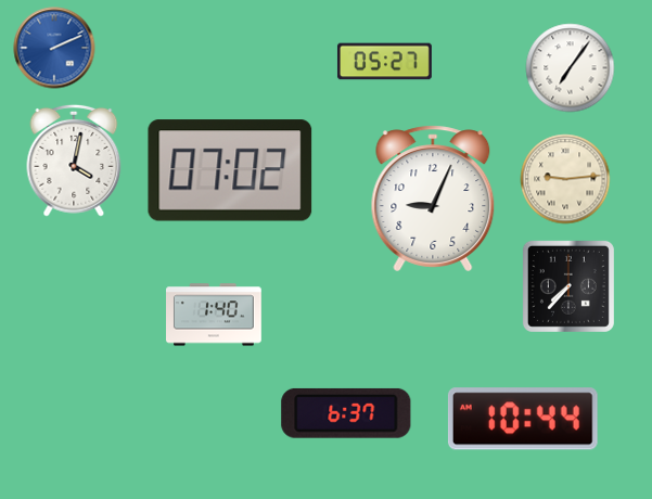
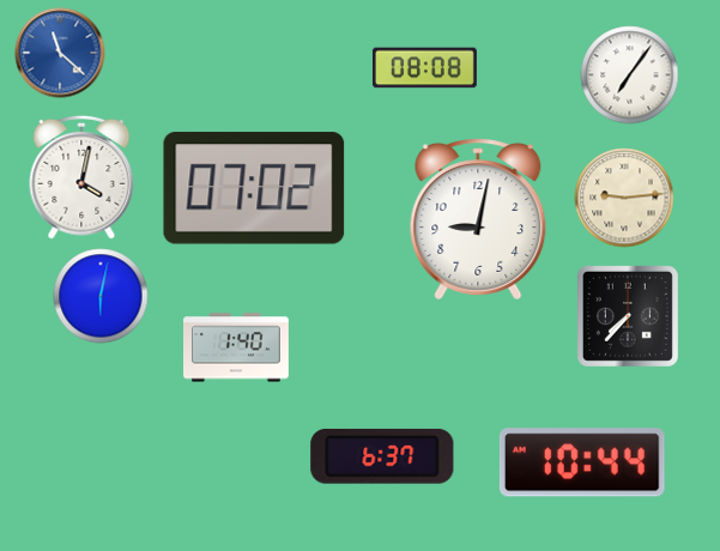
clock at (54, 48): 2:11 -> 11:22
clock at (384, 62): 05:27 -> 08:08
clock at (433, 199): 9:04 -> 9:02
clock at (101, 296): none -> 6:02
clock at (523, 419) position: (523, 419) -> (582, 462)
